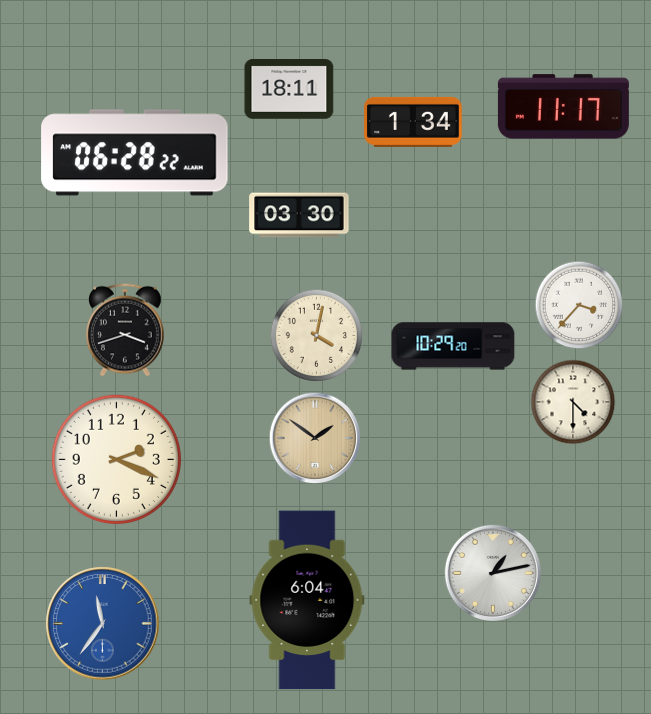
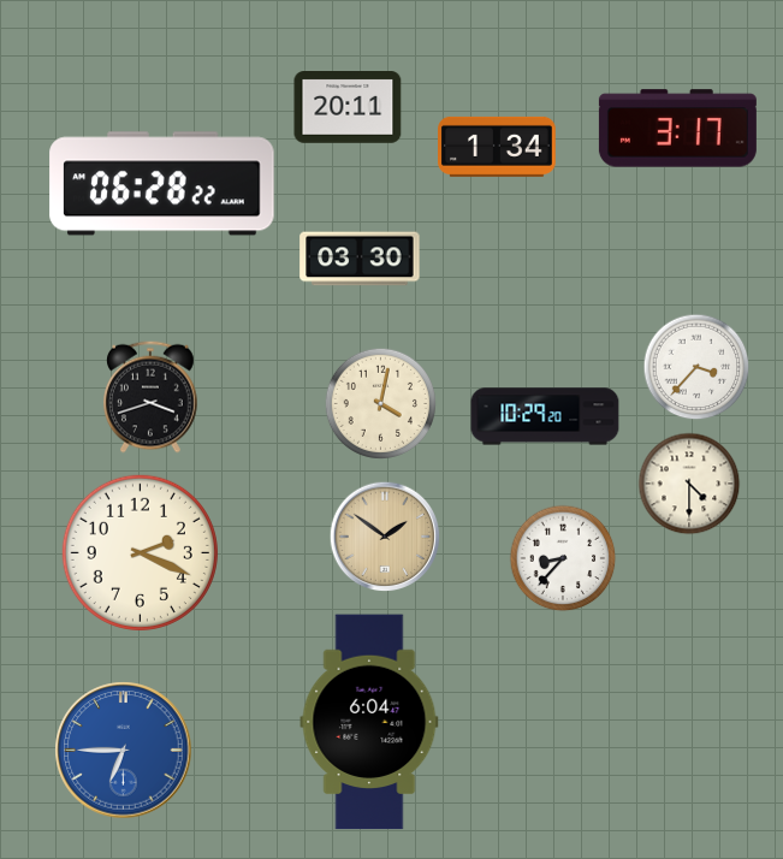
clock at (289, 90): 18:11 -> 20:11
clock at (563, 107): 11:17 -> 3:17
clock at (315, 438) position: (315, 438) -> (385, 537)
clock at (563, 558): none -> 8:37
clock at (493, 573): 1:13 -> none
clock at (103, 624): 11:36 -> 6:45
